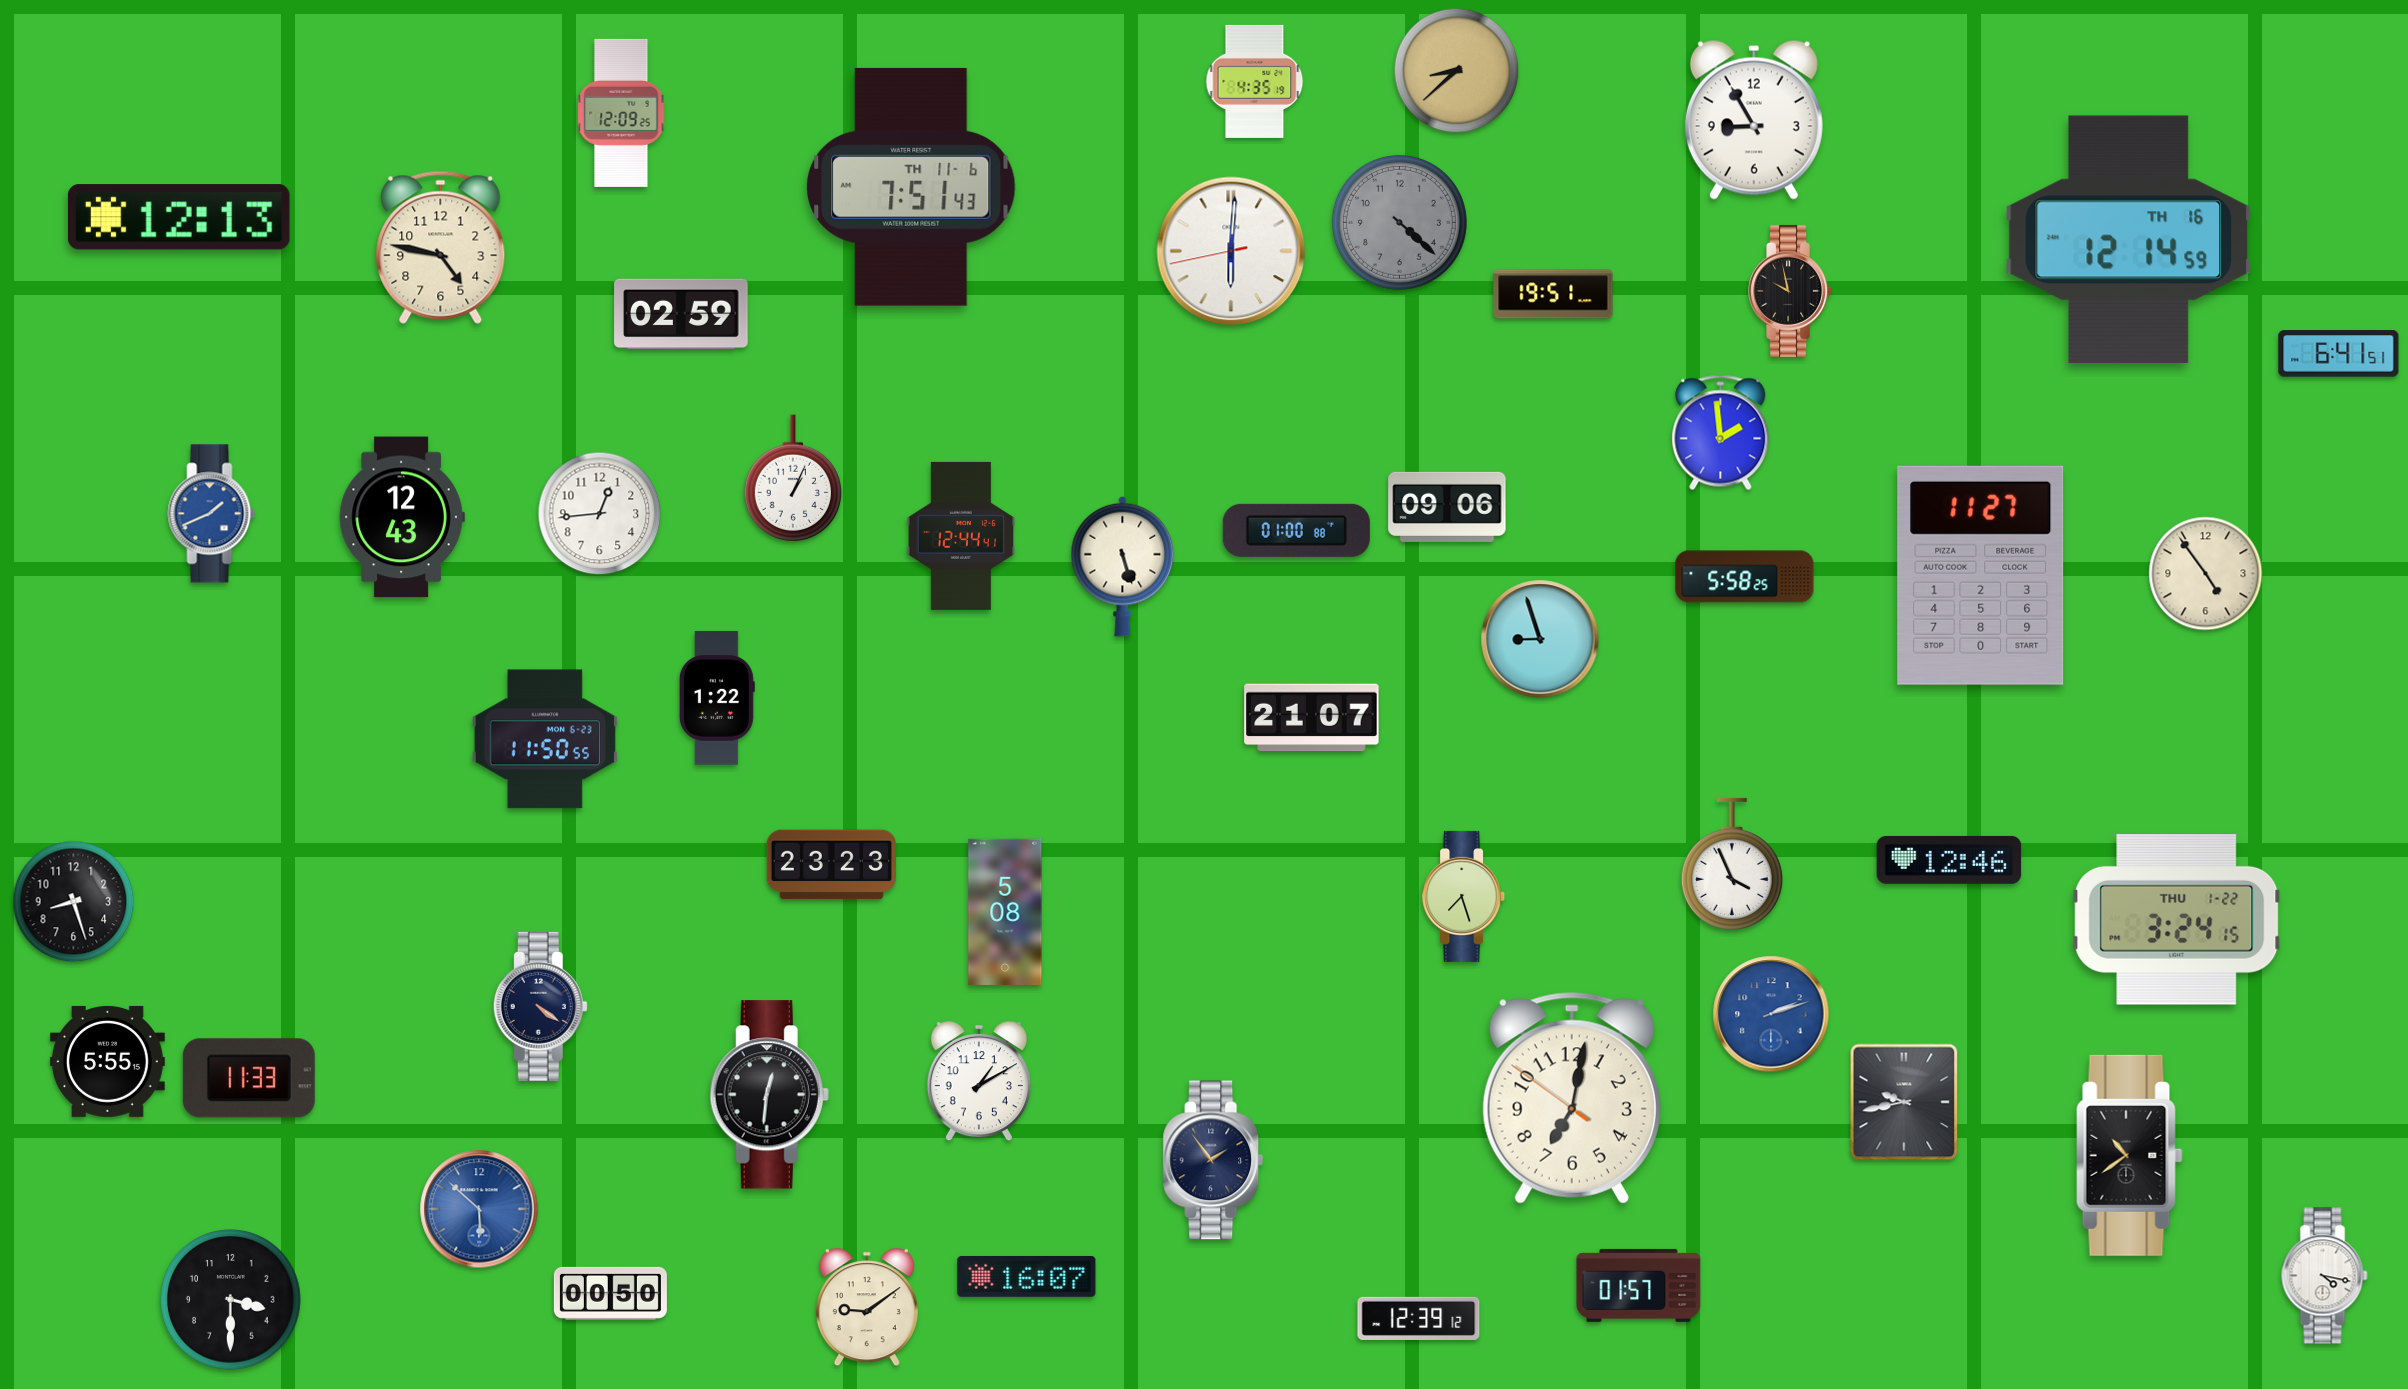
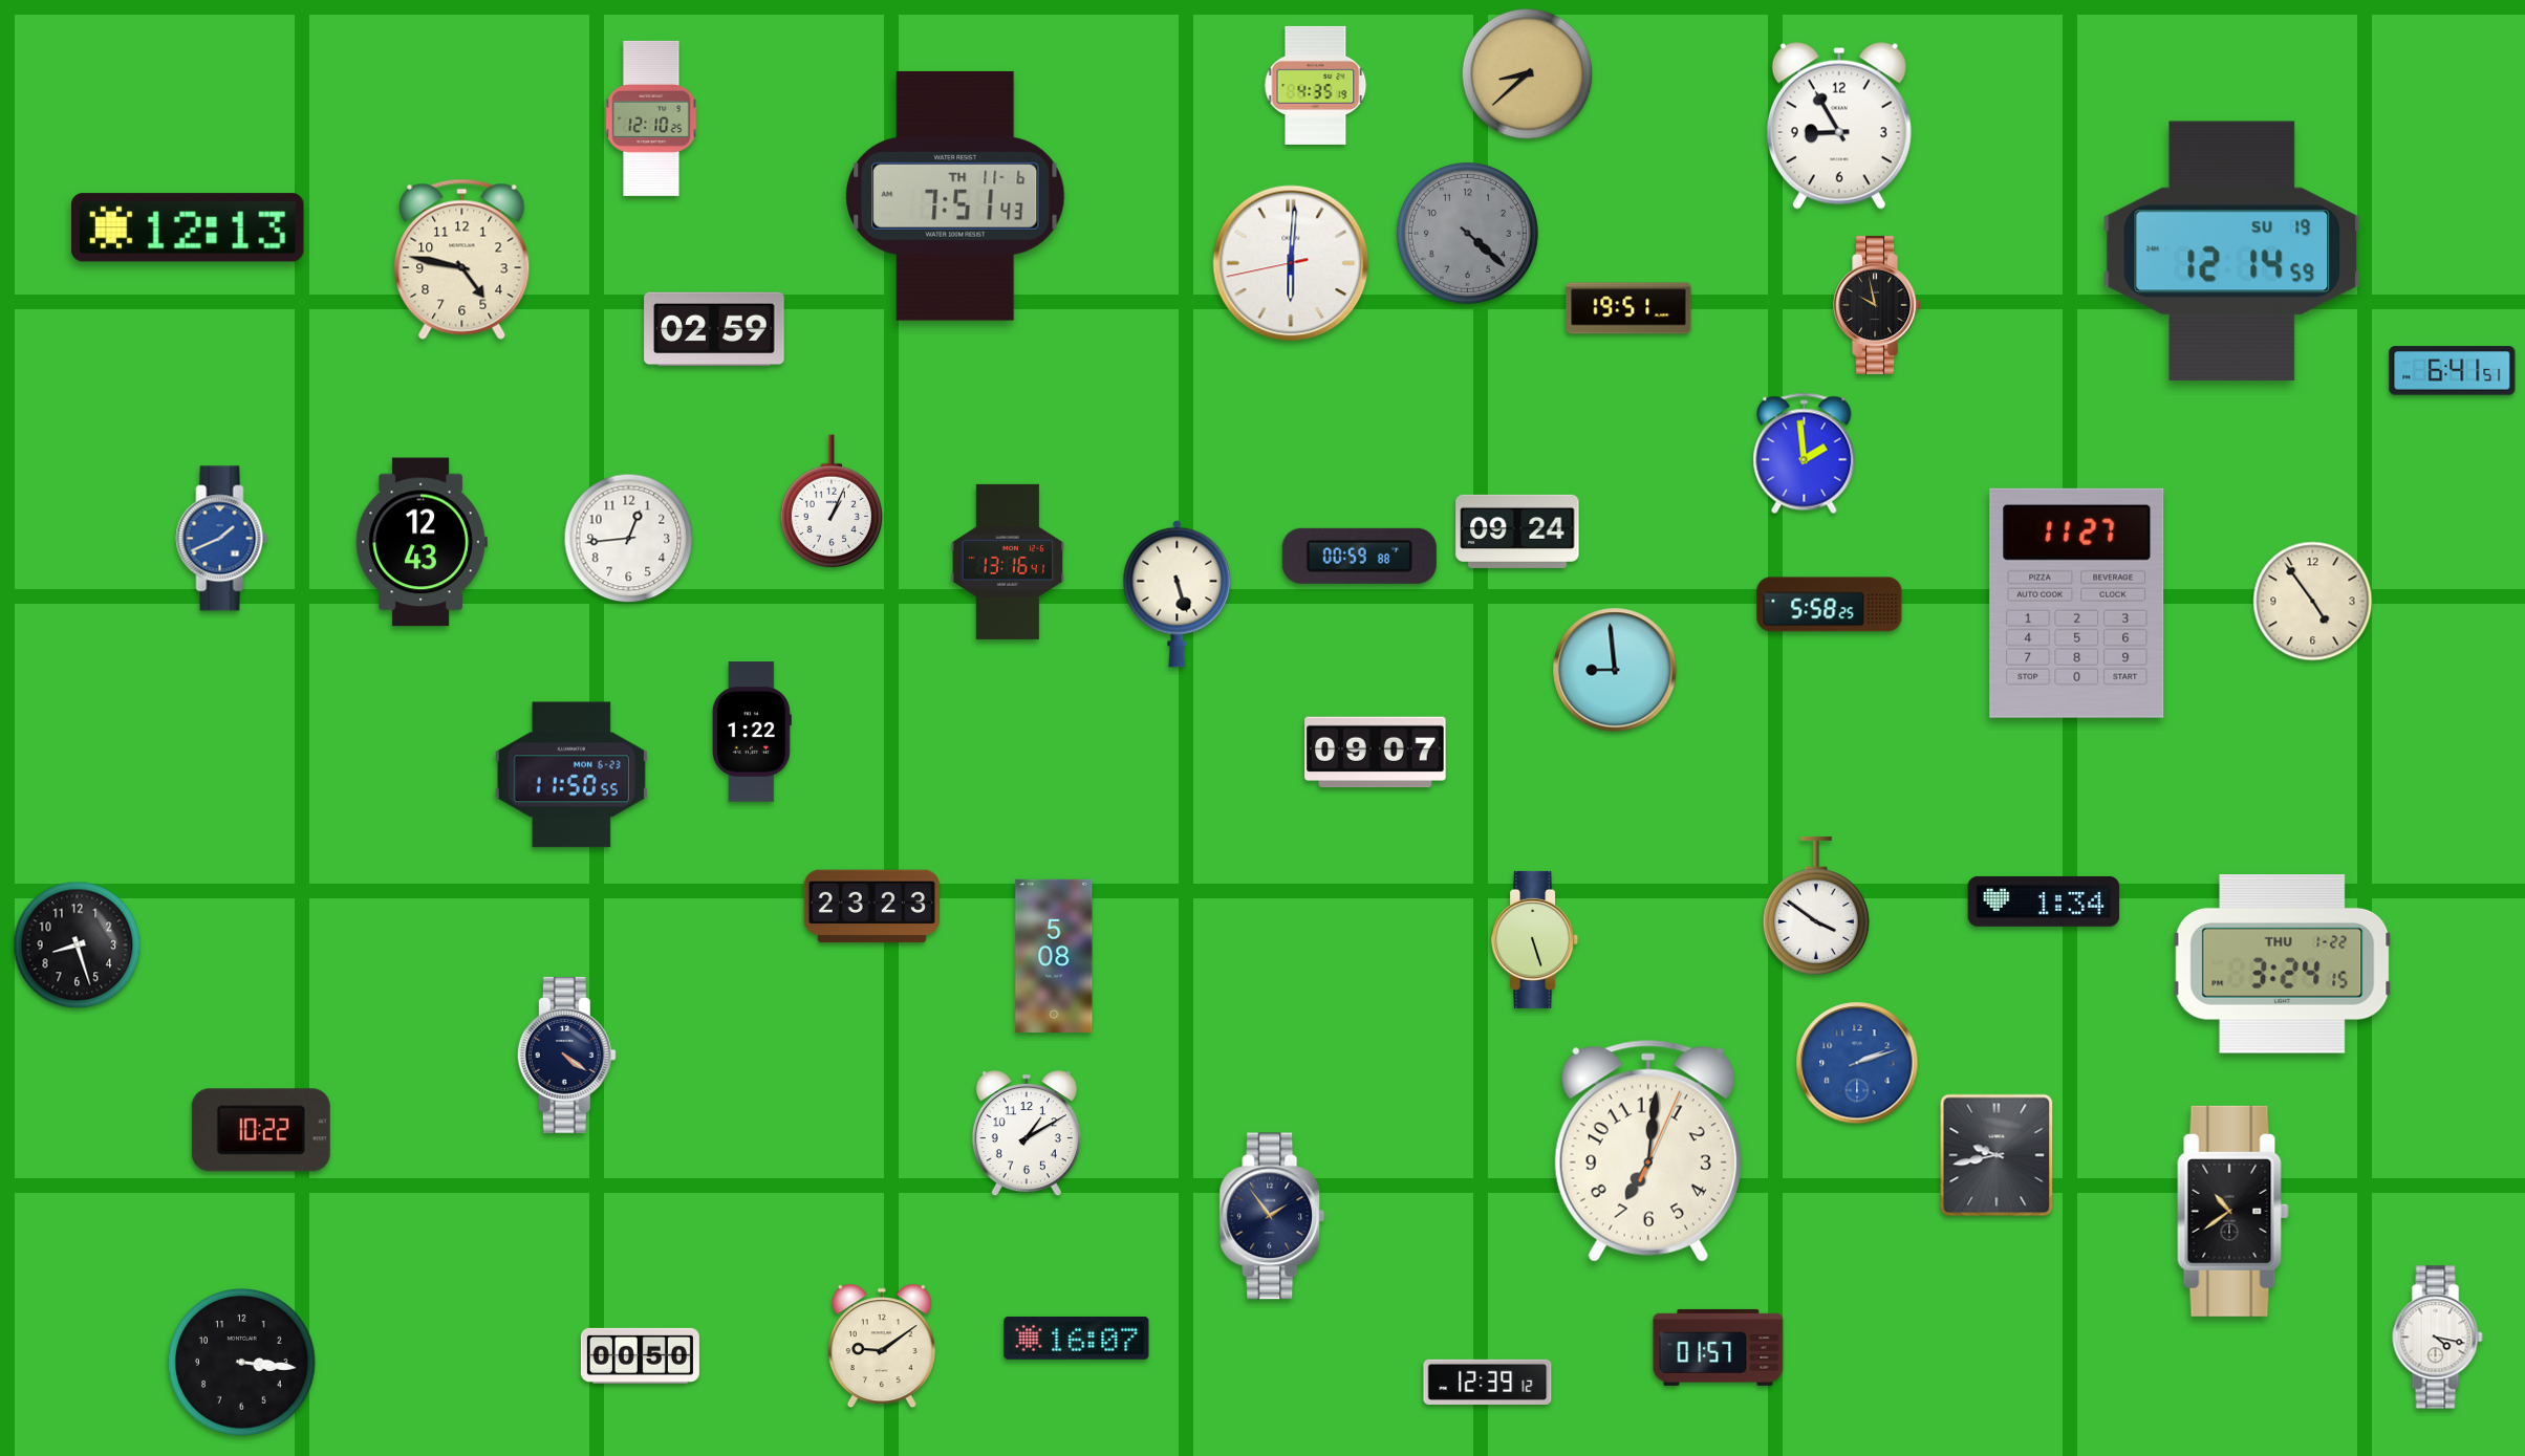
clock at (621, 113): 12:09 -> 12:10
clock at (2129, 240) date: TH 16 -> SU 19
clock at (1447, 507): 09:06 -> 09:24
clock at (1296, 530): 01:00 -> 00:59
clock at (961, 536): 12:44 -> 13:16
clock at (1540, 639): 8:57 -> 8:59
clock at (1312, 718): 21:07 -> 09:07
clock at (1949, 860): 12:46 -> 1:34
clock at (1732, 863): 3:56 -> 3:51
clock at (1464, 896): 7:27 -> 5:27
clock at (107, 1061): 5:55 -> none
clock at (249, 1078): 11:33 -> 10:22
clock at (769, 1095): 12:31 -> none
clock at (1572, 1098): 7:01:51 -> 7:01:04
clock at (479, 1209): 5:52 -> none
clock at (231, 1300): 3:30 -> 3:16
clock at (867, 1307) position: (867, 1307) -> (882, 1346)
